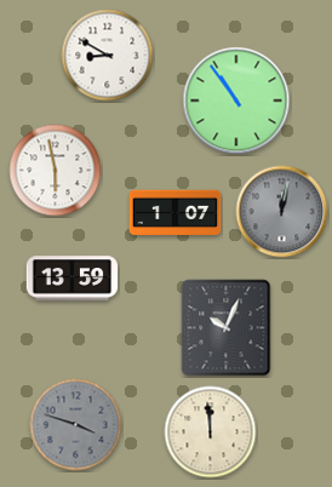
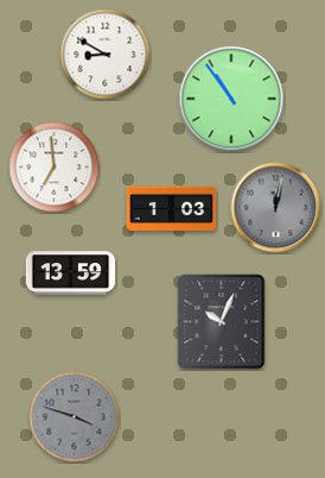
clock at (56, 171): 5:58 -> 6:59
clock at (176, 213): 1:07 -> 1:03
clock at (211, 432): 11:59 -> none
